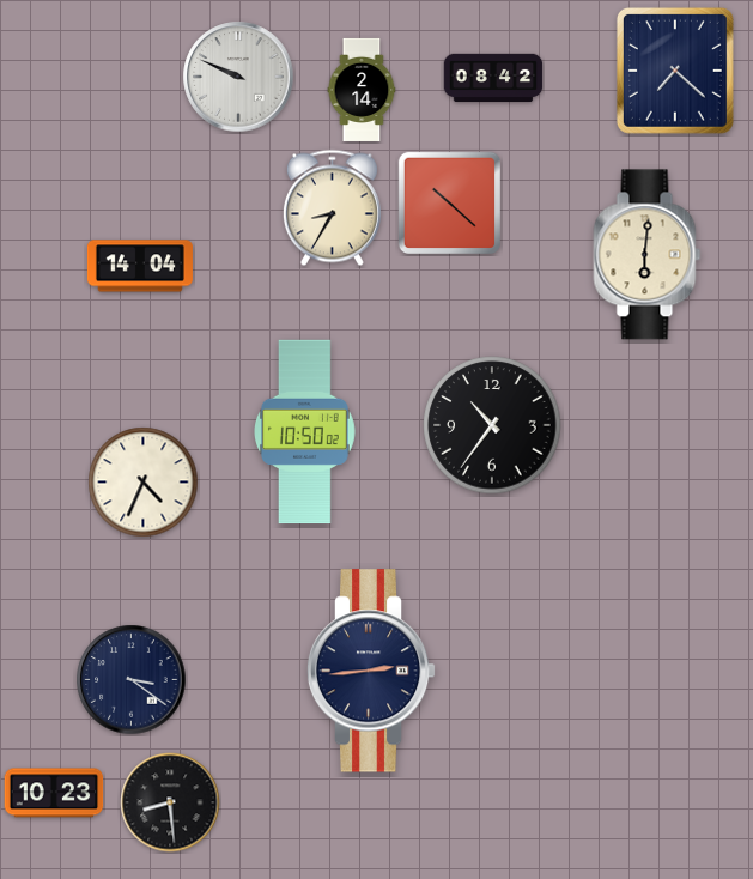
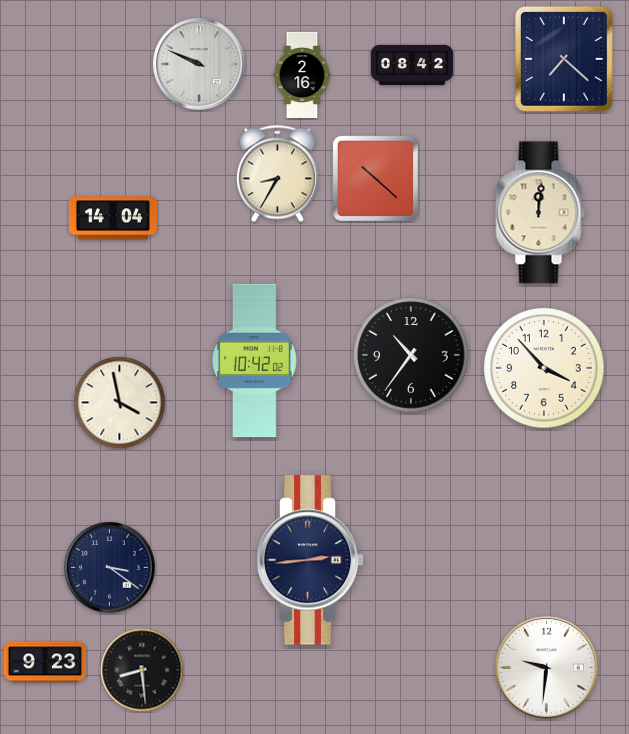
clock at (362, 90): 2:14 -> 2:16
clock at (449, 202) position: (449, 202) -> (375, 178)
clock at (648, 255): 6:01 -> 12:01
clock at (140, 266) position: (140, 266) -> (113, 218)
clock at (305, 432): 10:50 -> 10:42
clock at (544, 368): none -> 3:53
clock at (144, 483): 4:34 -> 3:58
clock at (54, 793): 10:23 -> 9:23
clock at (546, 667): none -> 9:31
